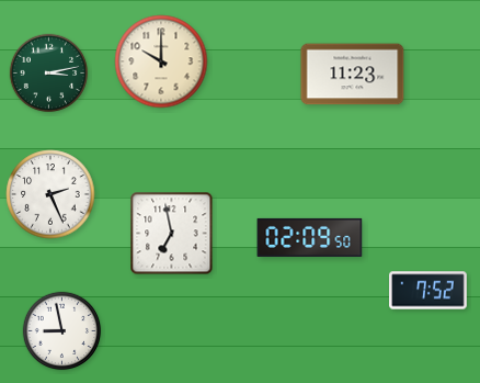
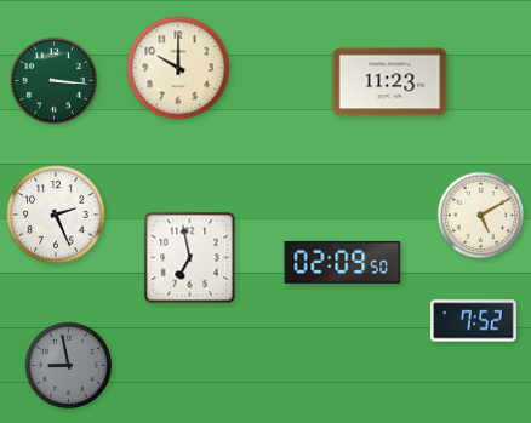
clock at (49, 74): 3:13 -> 3:16
clock at (481, 216): none -> 5:10
clock at (62, 331) dial: white -> grey
